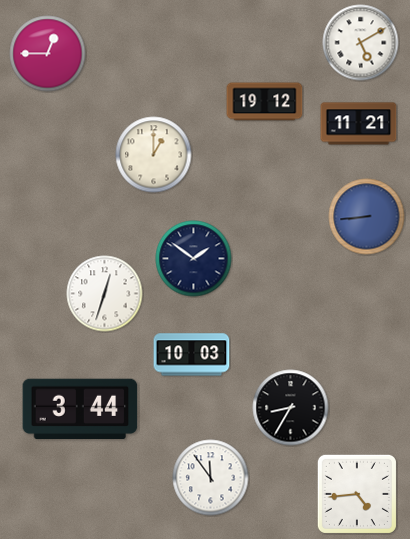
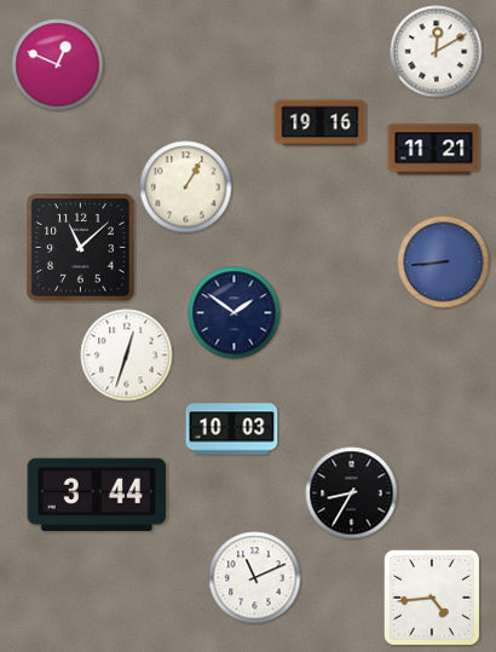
clock at (361, 43): 5:10 -> 12:10
clock at (48, 54): 12:45 -> 12:49
clock at (265, 102): 19:12 -> 19:16
clock at (154, 155): 1:00 -> 1:05
clock at (81, 248): none -> 11:08
clock at (211, 478): 11:54 -> 11:11
